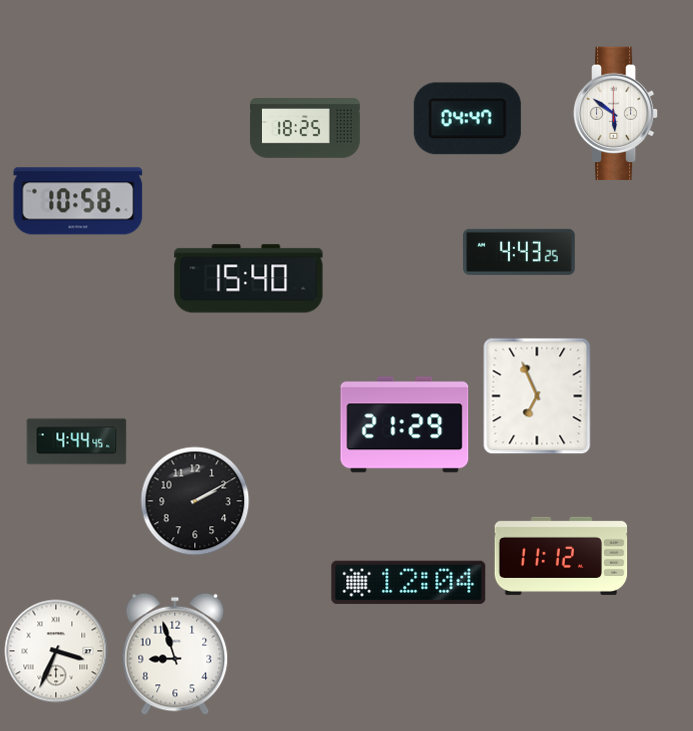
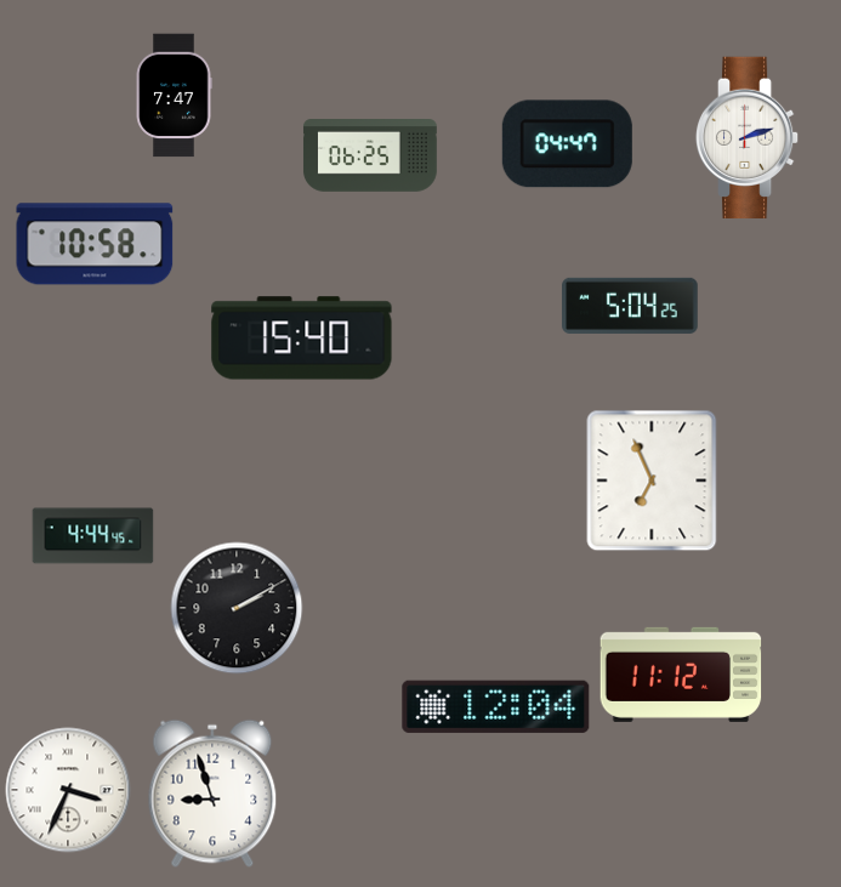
clock at (174, 96): none -> 7:47
clock at (616, 114): 5:51 -> 2:12
clock at (305, 129): 18:25 -> 06:25
clock at (519, 252): 4:43 -> 5:04
clock at (405, 425): 21:29 -> none
